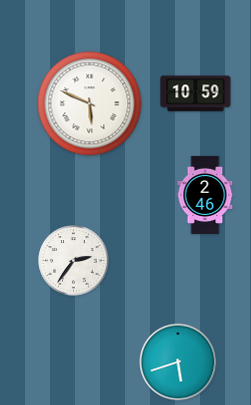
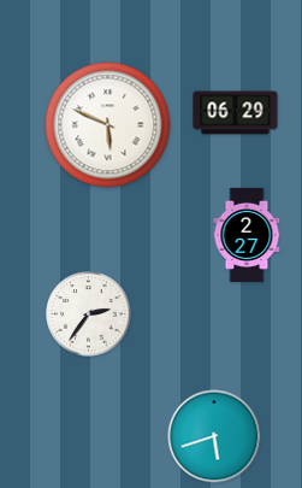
clock at (196, 94): 10:59 -> 06:29
clock at (205, 195): 2:46 -> 2:27
